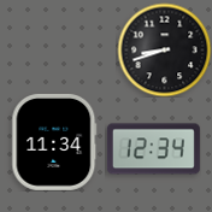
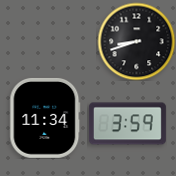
clock at (153, 149): 12:34 -> 3:59
